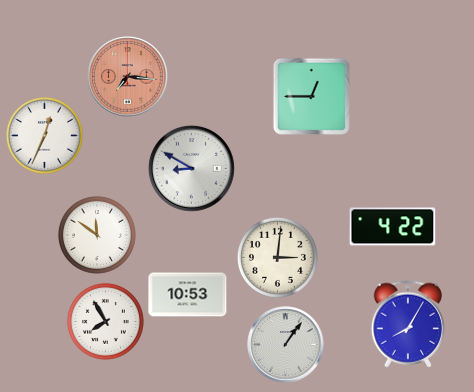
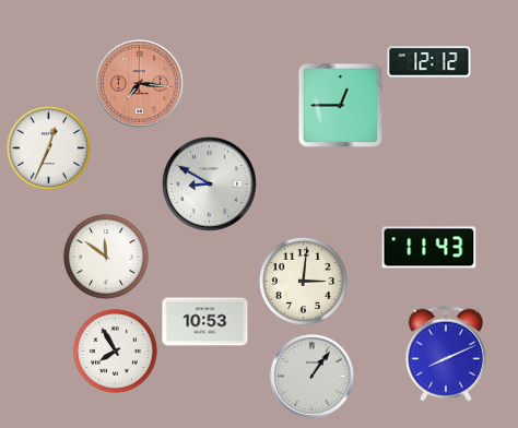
clock at (429, 62): none -> 12:12
clock at (393, 227): 4:22 -> 11:43
clock at (407, 324): 8:05 -> 8:11
